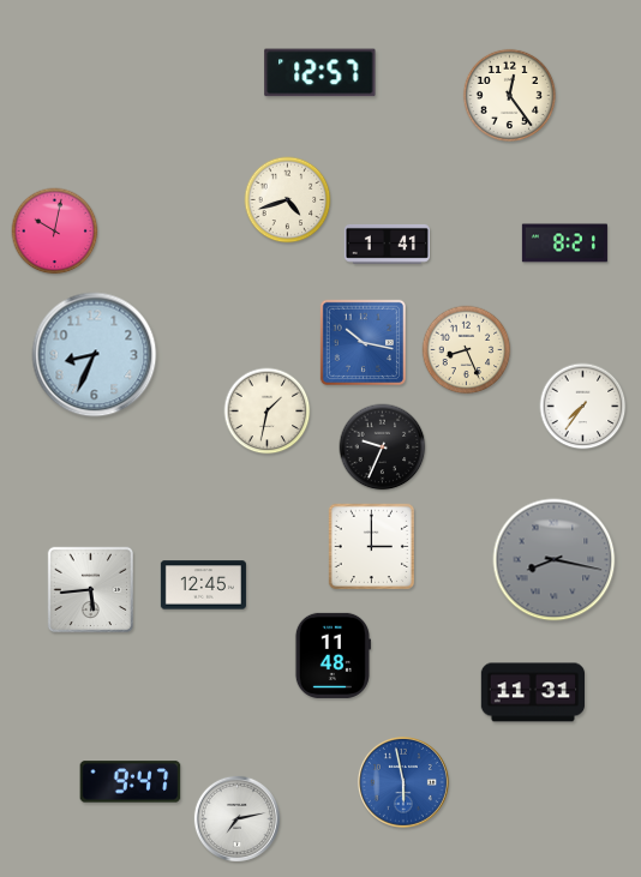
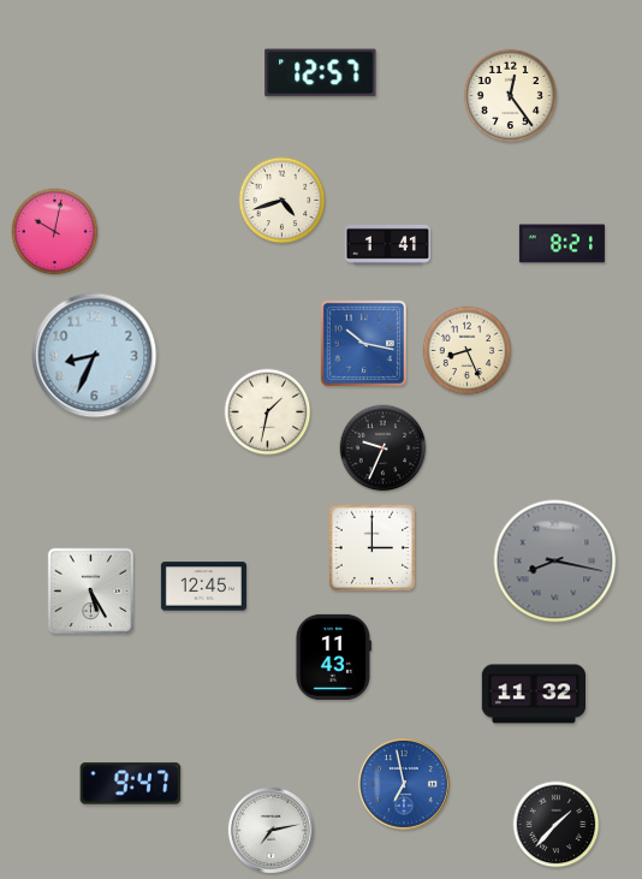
clock at (288, 200) position: (288, 200) -> (283, 201)
clock at (564, 244) position: (564, 244) -> (561, 244)
clock at (583, 407): 7:36 -> none
clock at (90, 589): 5:44 -> 5:25
clock at (331, 655): 11:48 -> 11:43
clock at (532, 692): 11:31 -> 11:32
clock at (403, 782): 5:58 -> 6:58
clock at (236, 818) position: (236, 818) -> (271, 830)
clock at (557, 825): none -> 1:37
